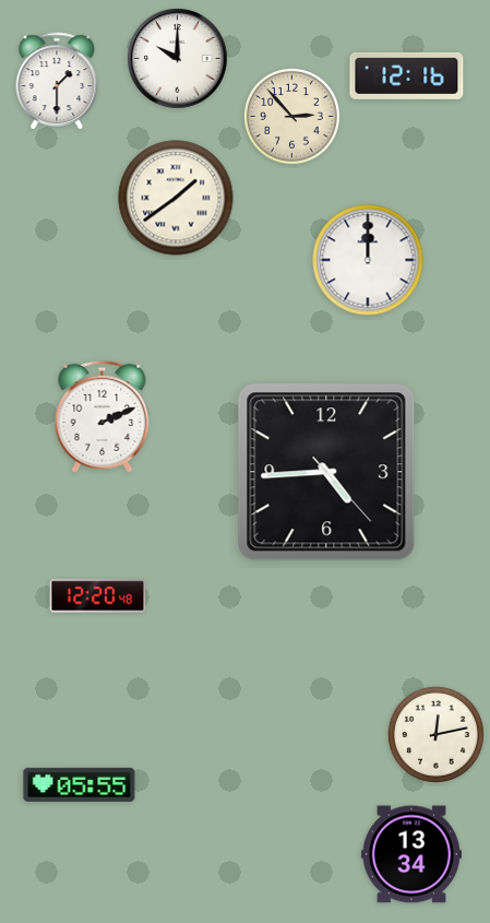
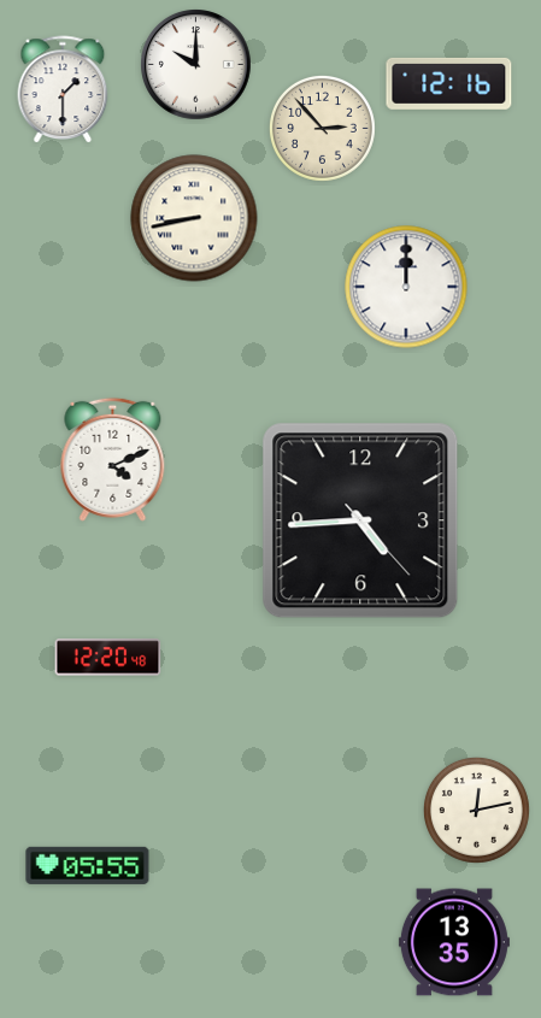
clock at (176, 198): 1:39 -> 8:43
clock at (103, 416): 2:11 -> 4:11
clock at (435, 734) position: (435, 734) -> (476, 810)
clock at (411, 854): 13:34 -> 13:35
